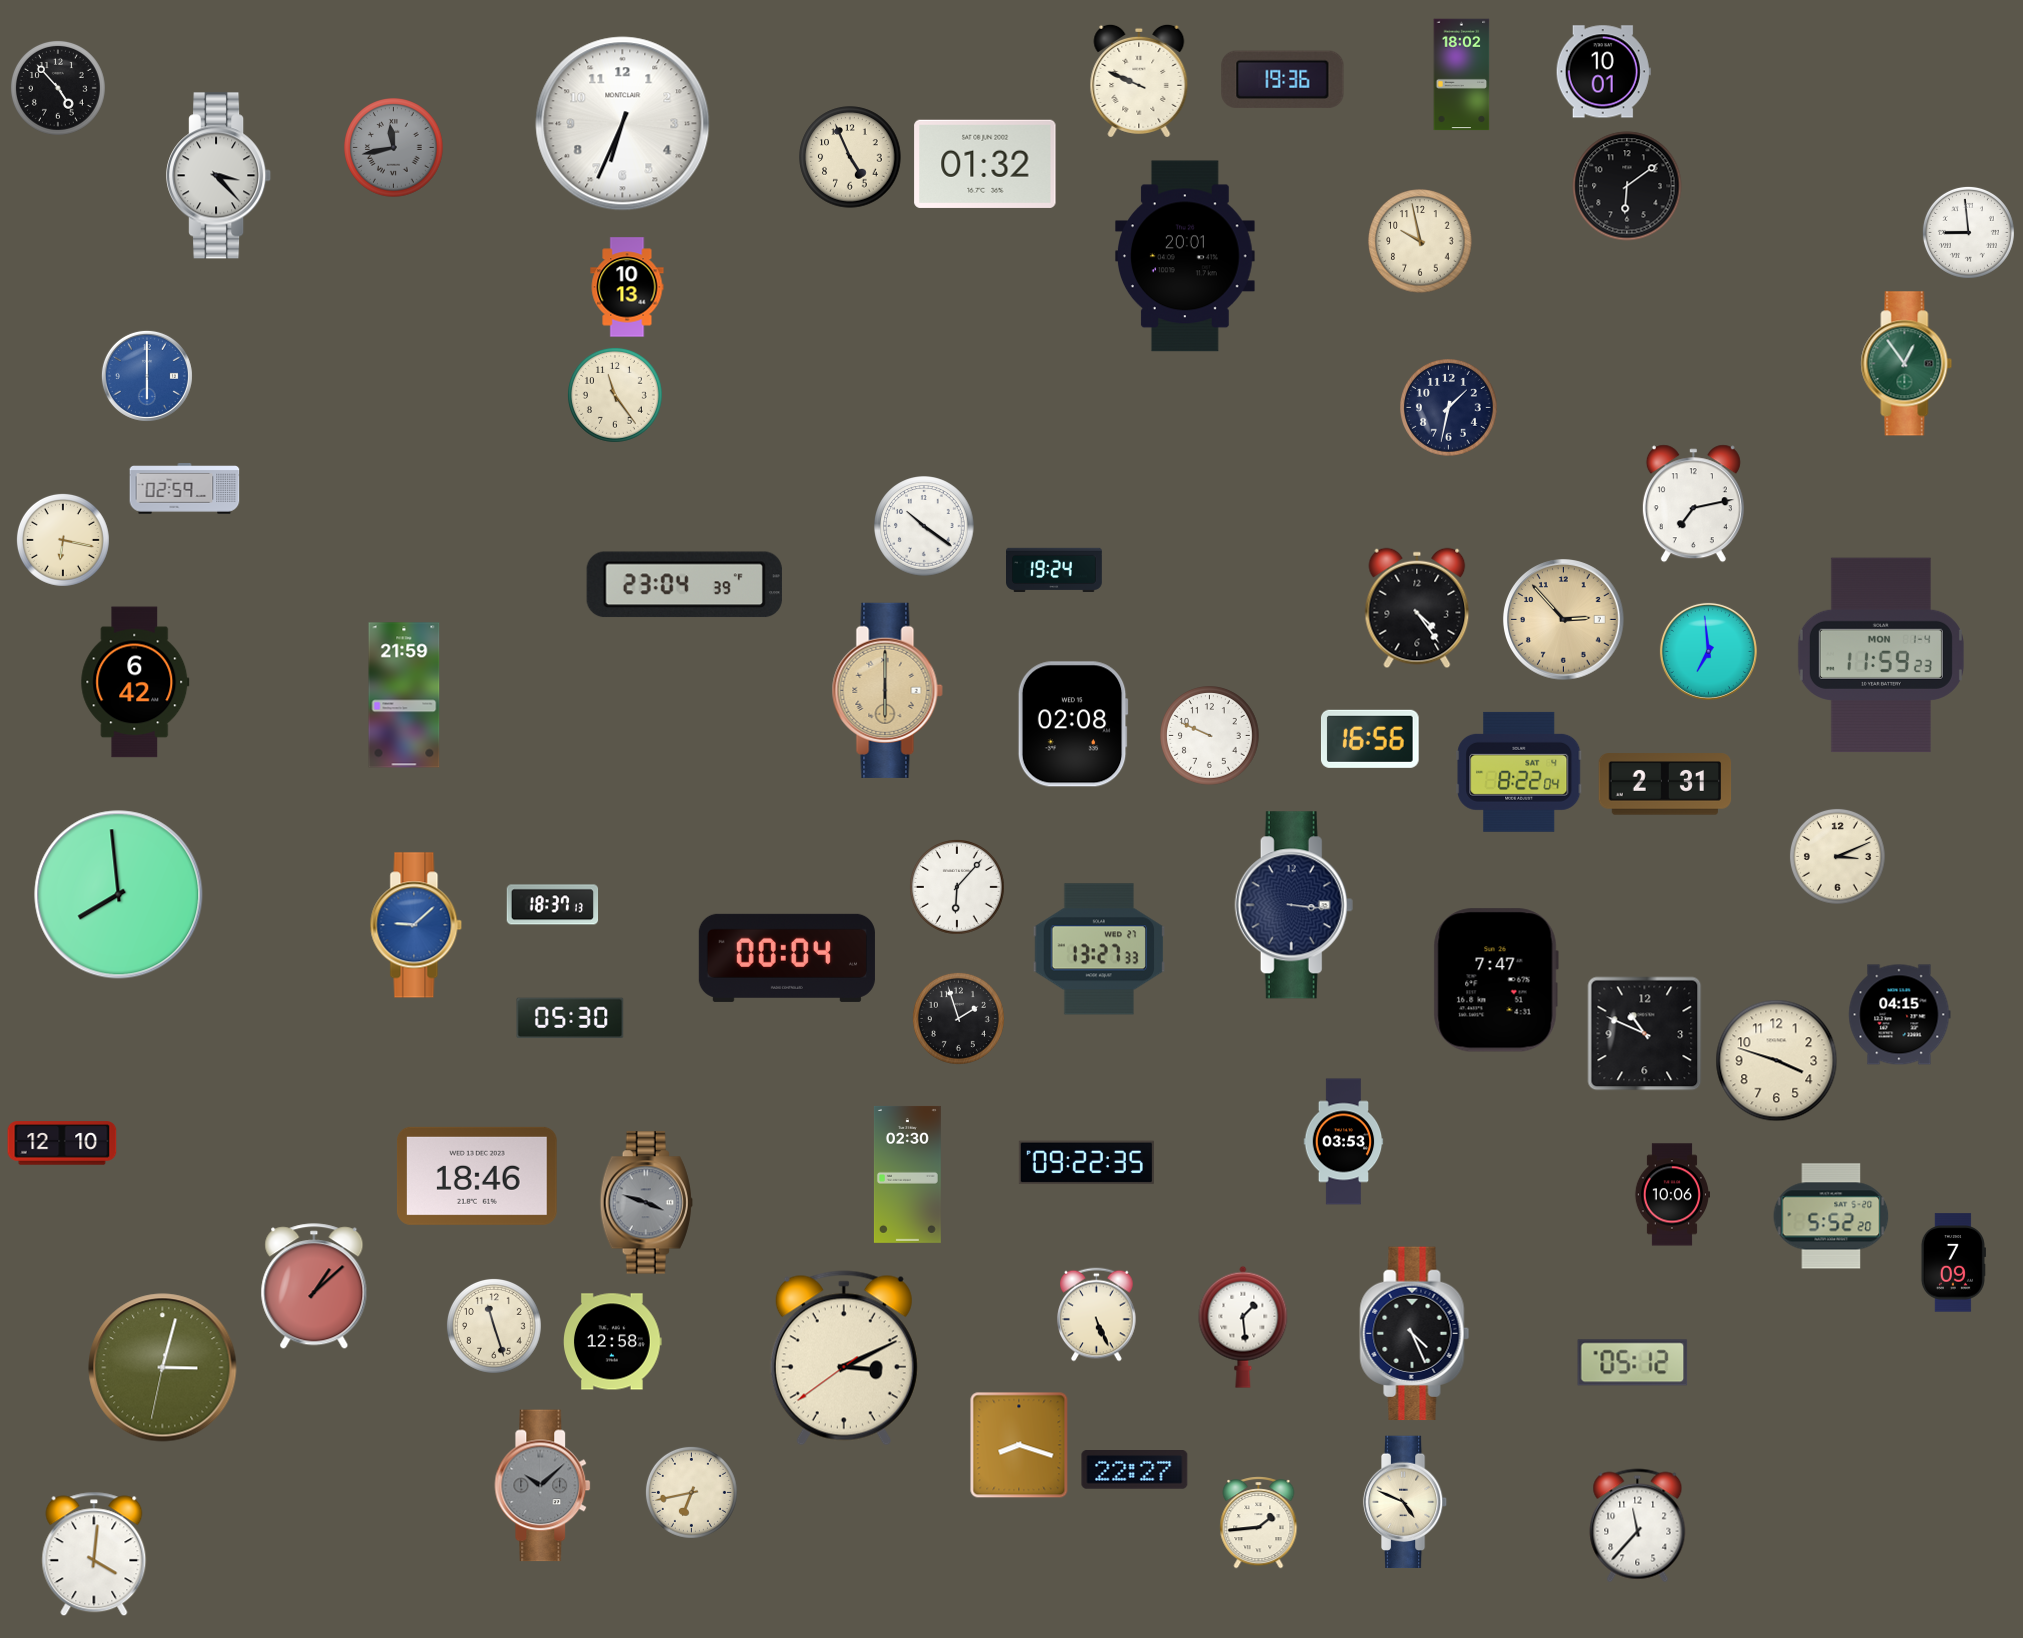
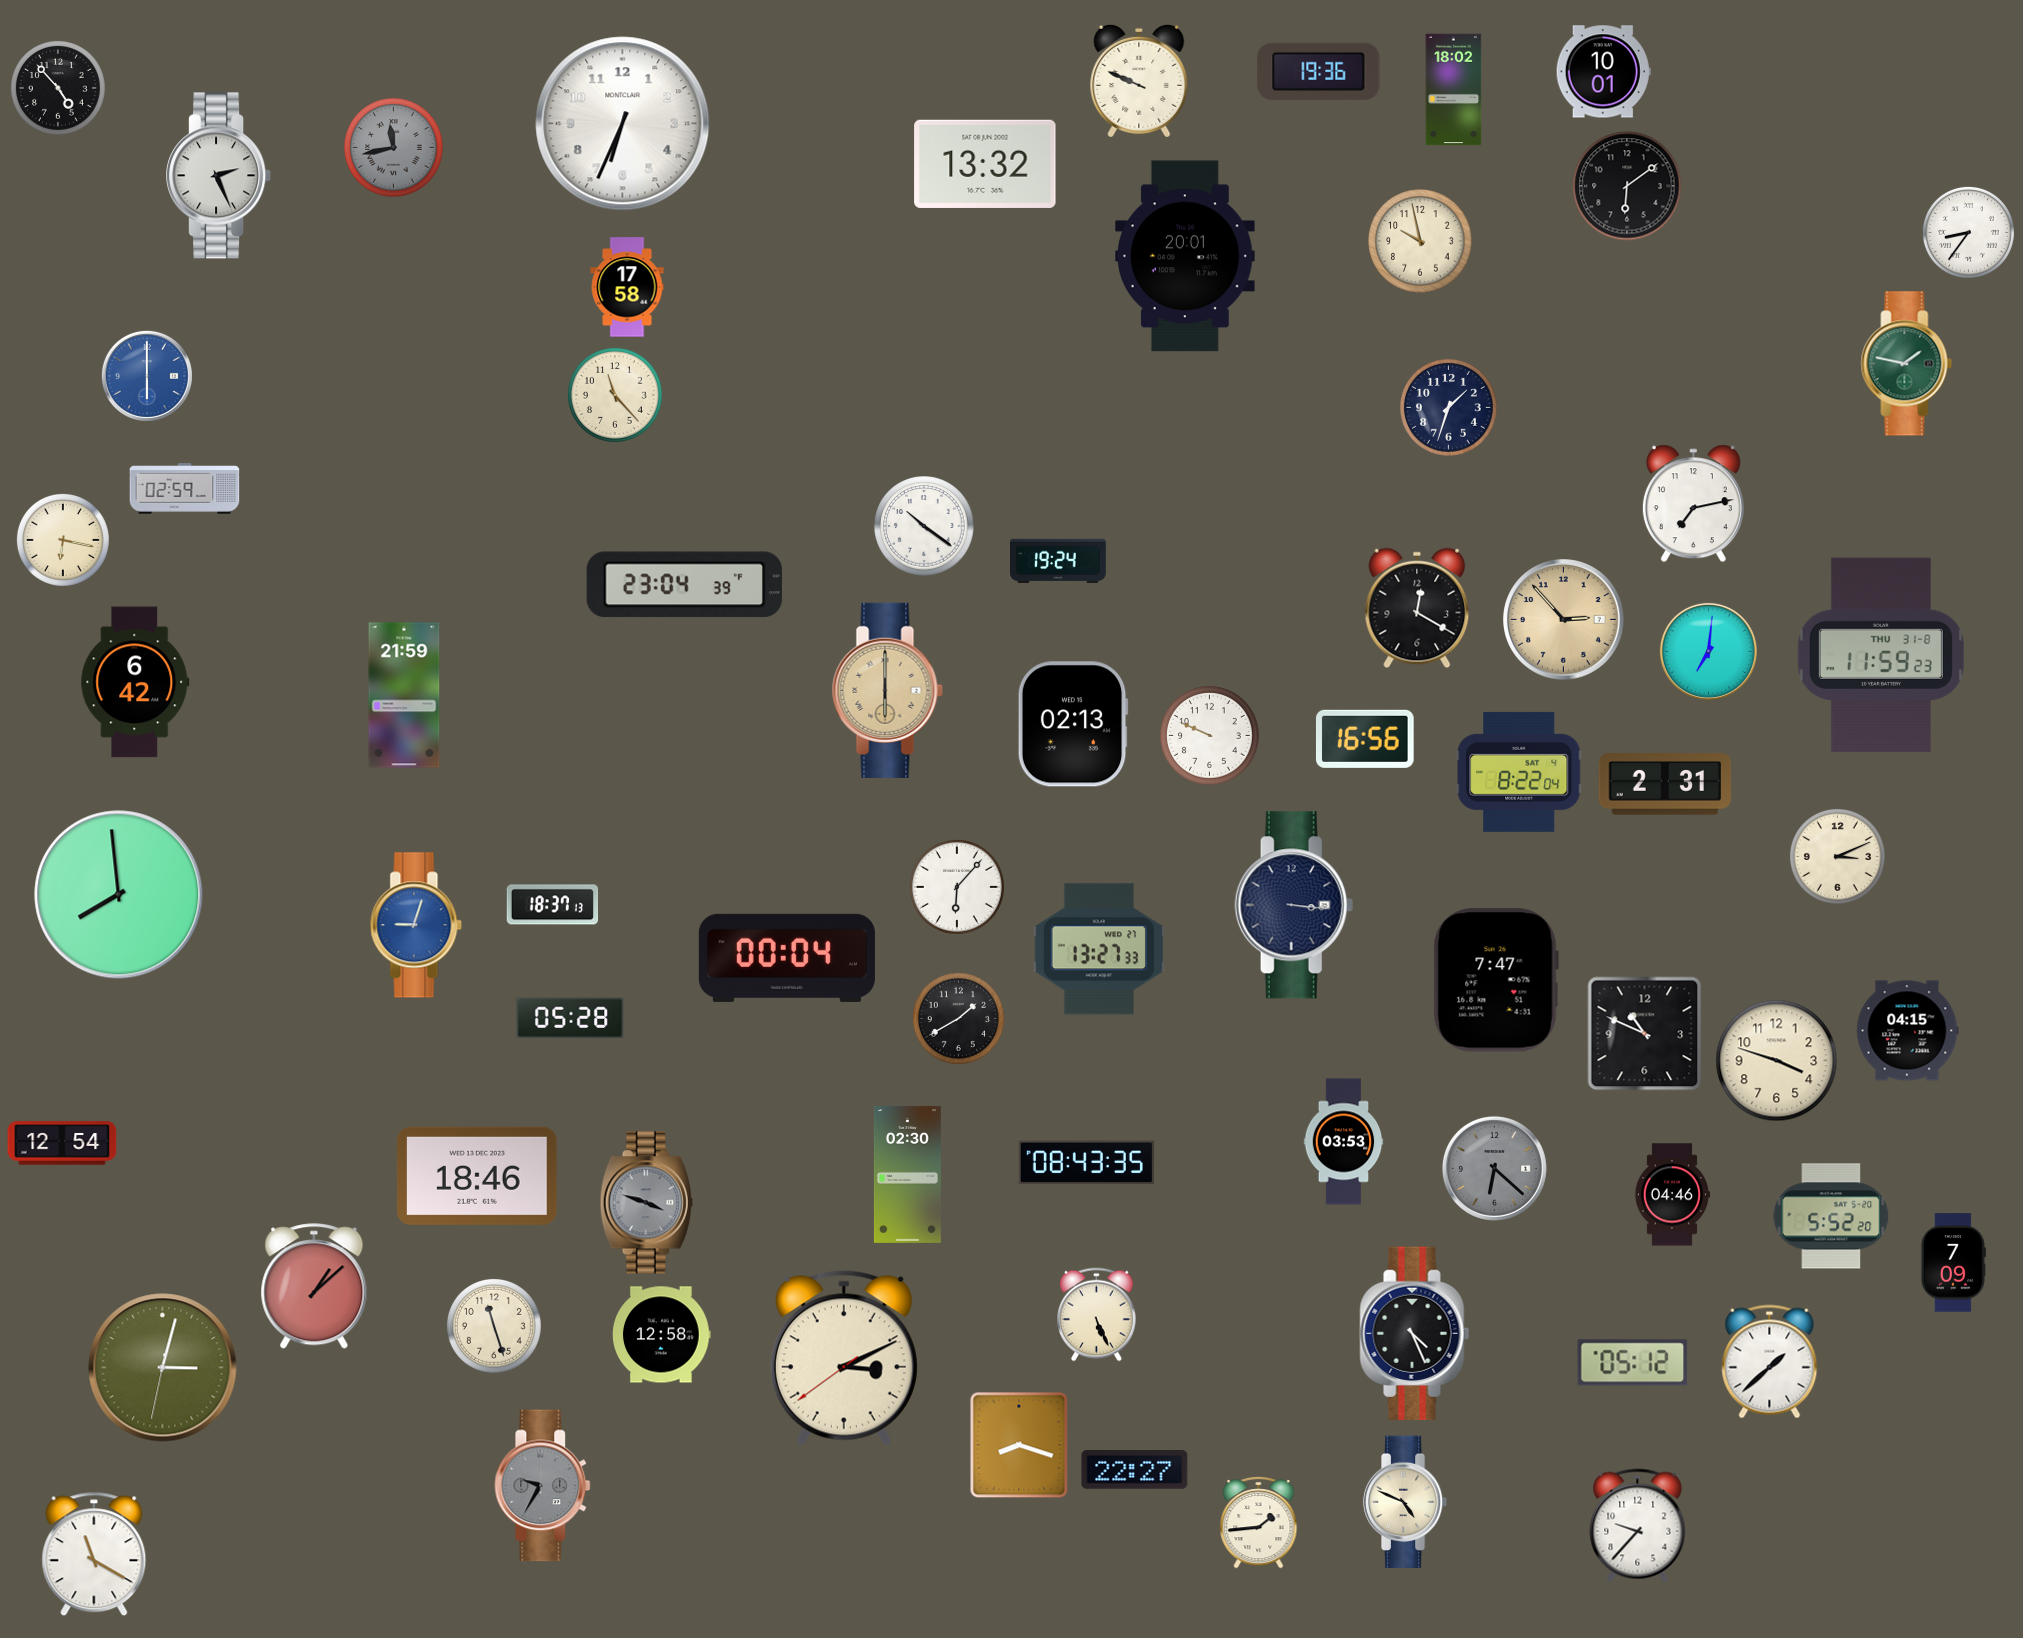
clock at (1462, 75) position: (1462, 75) -> (1454, 90)
clock at (1283, 80) position: (1283, 80) -> (1319, 72)
clock at (850, 157): 4:56 -> none
clock at (985, 164): 01:32 -> 13:32
clock at (219, 176): 3:23 -> 2:26
clock at (1968, 232): 8:59 -> 8:36
clock at (627, 287): 10:13 -> 17:58
clock at (1907, 364): 12:54 -> 1:47
clock at (615, 395): 11:24 -> 11:23
clock at (1449, 408): 1:32 -> 1:33
clock at (1055, 569) position: (1055, 569) -> (1059, 560)
clock at (1417, 608): 4:24 -> 12:20
clock at (1708, 651): 6:59 -> 7:01
clock at (1881, 655) date: MON 1-4 -> THU 31-8
clock at (1073, 724): 02:08 -> 02:13
clock at (1370, 739) position: (1370, 739) -> (1365, 739)
clock at (416, 925): 9:08 -> 9:03
clock at (1900, 1015) position: (1900, 1015) -> (1908, 1031)
clock at (570, 1018): 05:30 -> 05:28
clock at (958, 1018): 1:57 -> 1:40
clock at (62, 1143): 12:10 -> 12:54
clock at (1086, 1163): 09:22 -> 08:43
clock at (1494, 1168): none -> 6:22
clock at (1671, 1195): 10:06 -> 04:46
clock at (1243, 1327): 1:29 -> none
clock at (613, 1342) position: (613, 1342) -> (662, 1335)
clock at (1770, 1362): none -> 1:38
clock at (543, 1486): 10:08 -> 9:35
clock at (691, 1492): 6:43 -> none
clock at (1638, 1526): 11:37 -> 9:37
clock at (94, 1554): 4:01 -> 11:20
